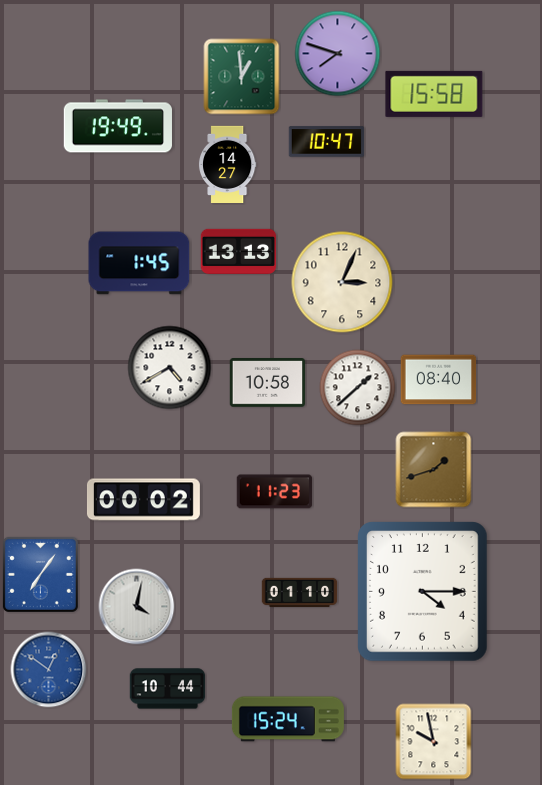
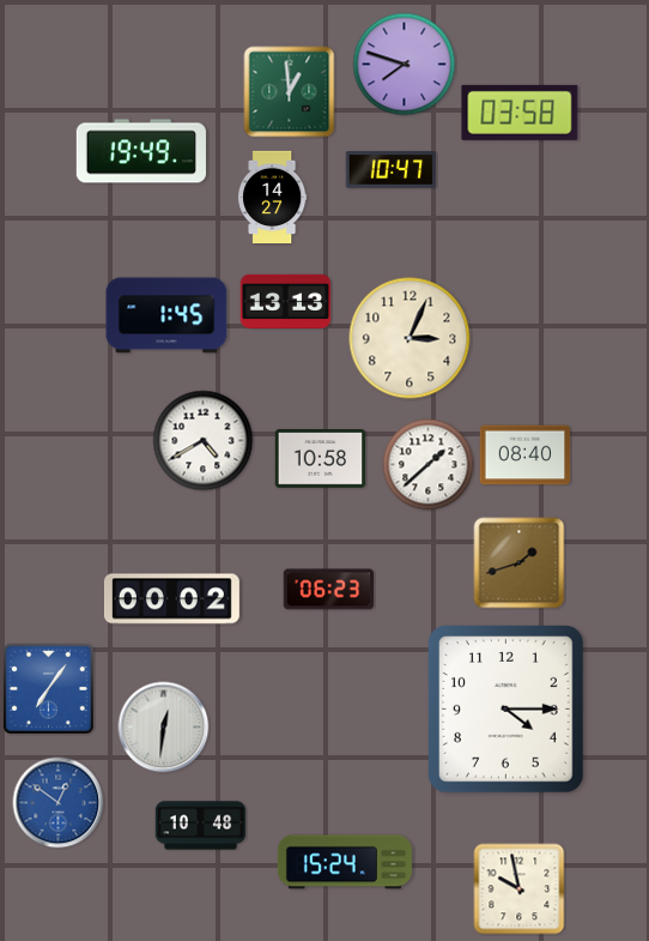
clock at (434, 94): 15:58 -> 03:58
clock at (275, 492): 11:23 -> 06:23
clock at (300, 592): 01:10 -> none
clock at (137, 607): 4:02 -> 12:31
clock at (168, 689): 10:44 -> 10:48
